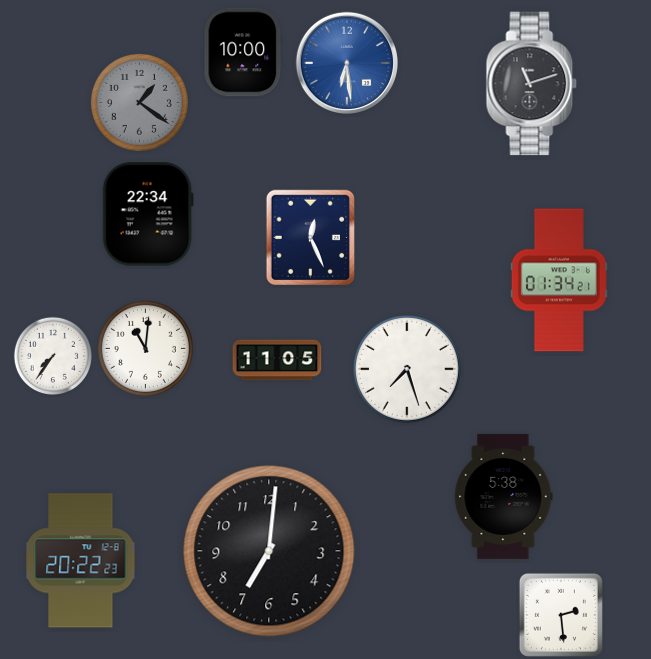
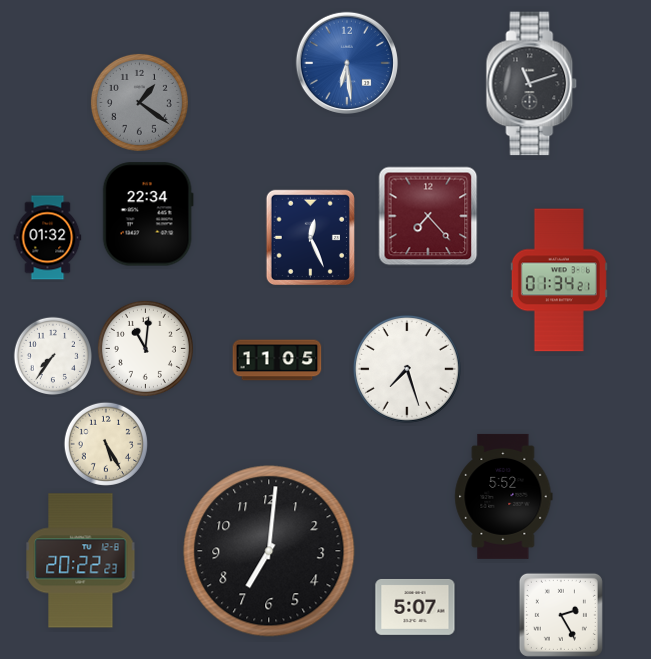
clock at (243, 52): 10:00 -> none
clock at (428, 216): none -> 7:23
clock at (48, 238): none -> 01:32
clock at (106, 444): none -> 5:25
clock at (504, 496): 5:38 -> 5:52
clock at (415, 607): none -> 5:07
clock at (561, 615): 2:29 -> 2:25
